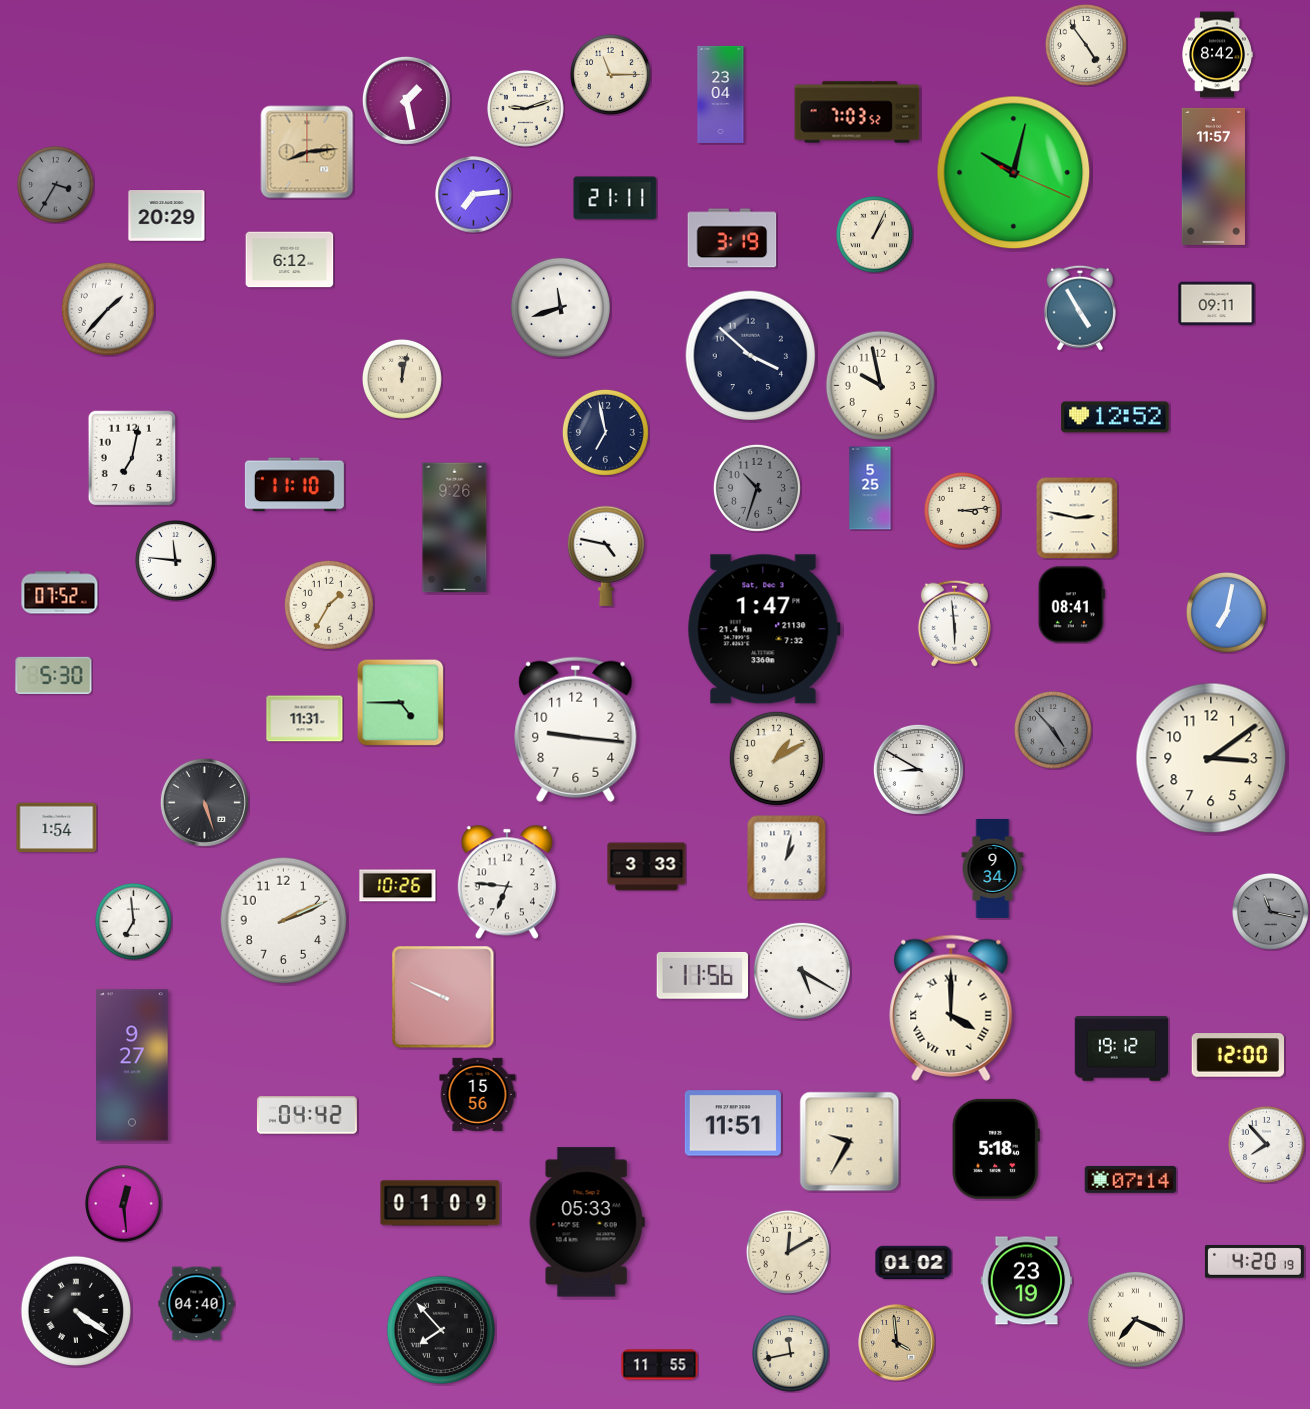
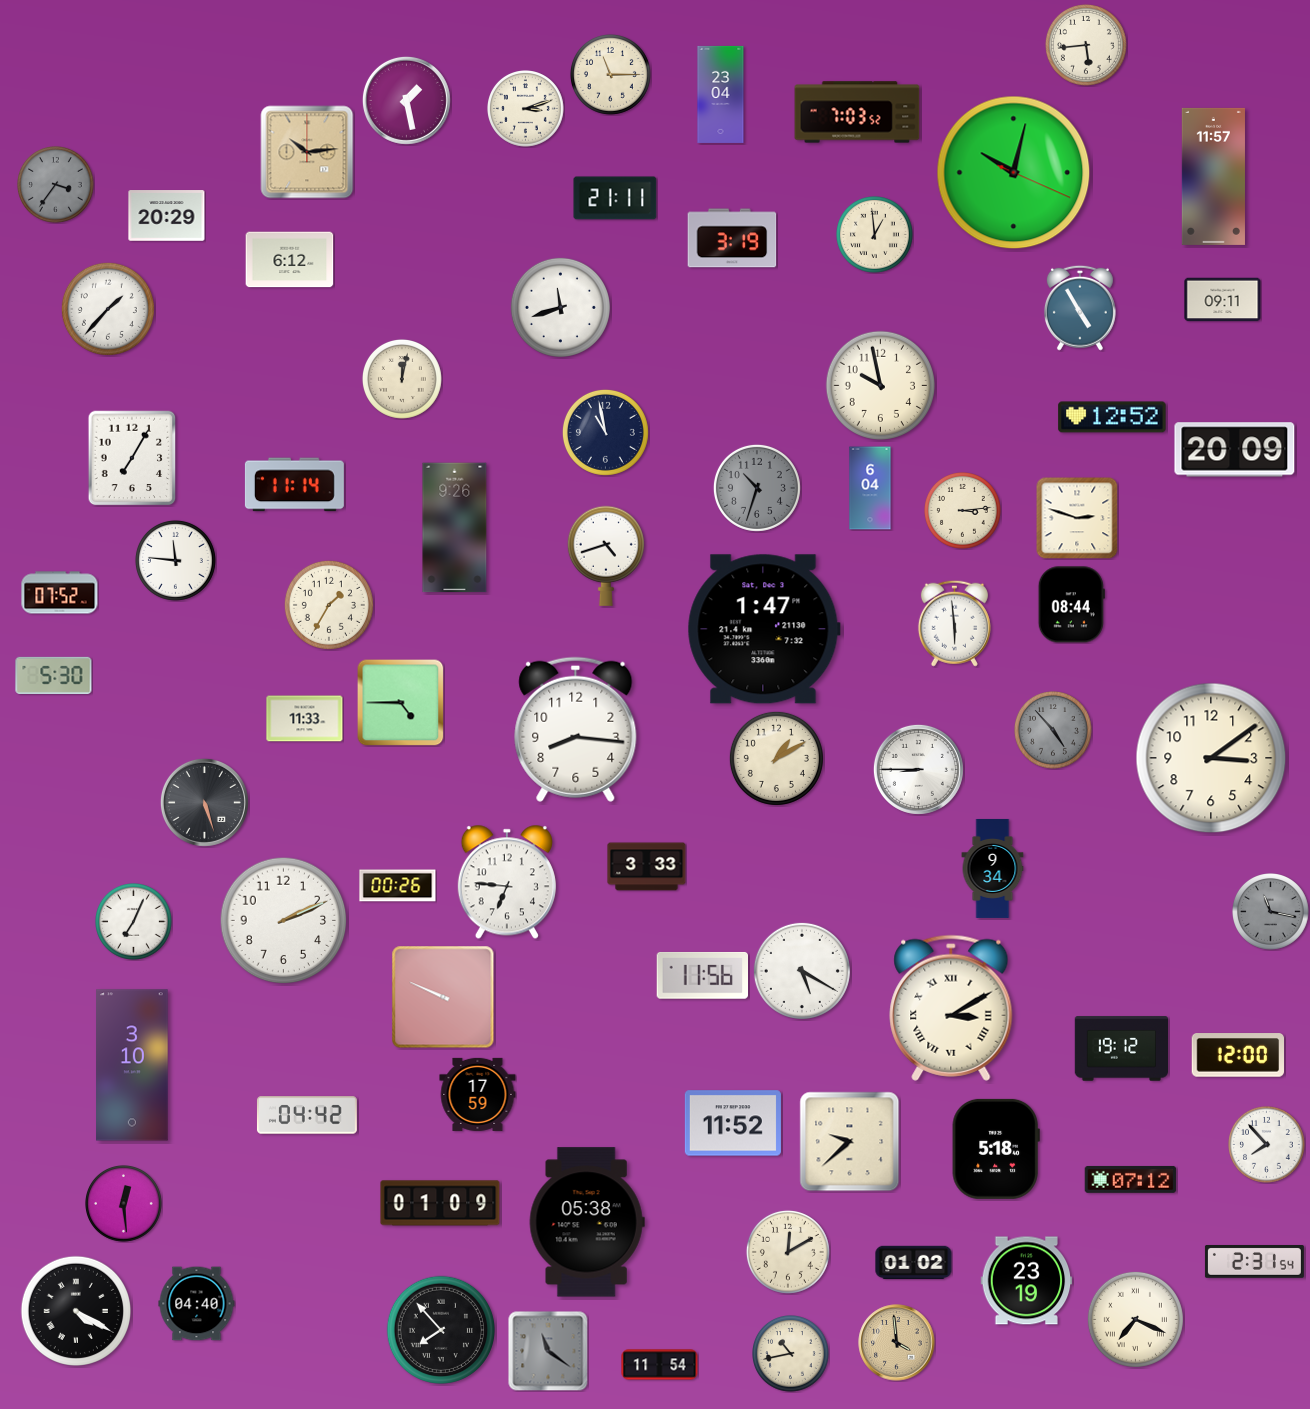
clock at (1086, 45): 4:54 -> 5:44
clock at (1217, 55): 8:42 -> none
clock at (526, 109): 9:12 -> 3:12
clock at (307, 152): 8:14 -> 10:14
clock at (56, 185): 3:35 -> 3:36
clock at (474, 195): 7:14 -> none
clock at (875, 235): 1:04 -> 12:59
clock at (1217, 304) position: (1217, 304) -> (1223, 300)
clock at (751, 356): 3:52 -> none
clock at (1115, 417) position: (1115, 417) -> (1112, 417)
clock at (605, 432): 6:58 -> 10:58
clock at (1235, 450): none -> 20:09
clock at (132, 458): 7:02 -> 7:05
clock at (294, 485): 11:10 -> 11:14
clock at (870, 488): 5:25 -> 6:04
clock at (1077, 518): 2:47 -> 2:48
clock at (606, 556): 4:47 -> 4:42
clock at (1071, 605): 08:41 -> 08:44
clock at (1226, 612): 7:02 -> none
clock at (305, 719): 11:31 -> 11:33
clock at (576, 729): 9:16 -> 8:16
clock at (918, 769): 8:50 -> 8:45
clock at (57, 828): 1:54 -> none
clock at (787, 858): 1:02 -> none
clock at (398, 886): 10:26 -> 00:26
clock at (134, 922): 6:59 -> 7:04
clock at (951, 1008): 4:00 -> 3:10
clock at (132, 1065): 9:27 -> 3:10
clock at (478, 1094): 15:56 -> 17:59
clock at (733, 1123): 11:51 -> 11:52
clock at (850, 1142): 9:35 -> 9:38
clock at (1131, 1179): 07:14 -> 07:12
clock at (587, 1222): 05:33 -> 05:38
clock at (1254, 1262): 4:20 -> 2:31
clock at (75, 1310): 4:21 -> 4:20
clock at (548, 1351): none -> 11:21
clock at (791, 1354): 11:43 -> 10:43
clock at (660, 1365): 11:55 -> 11:54
